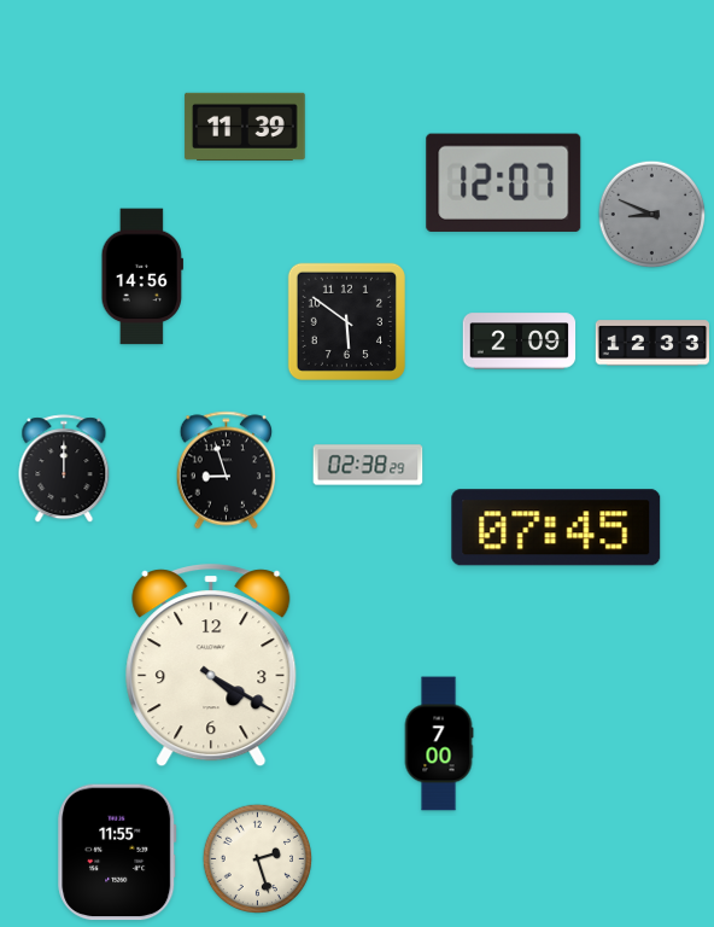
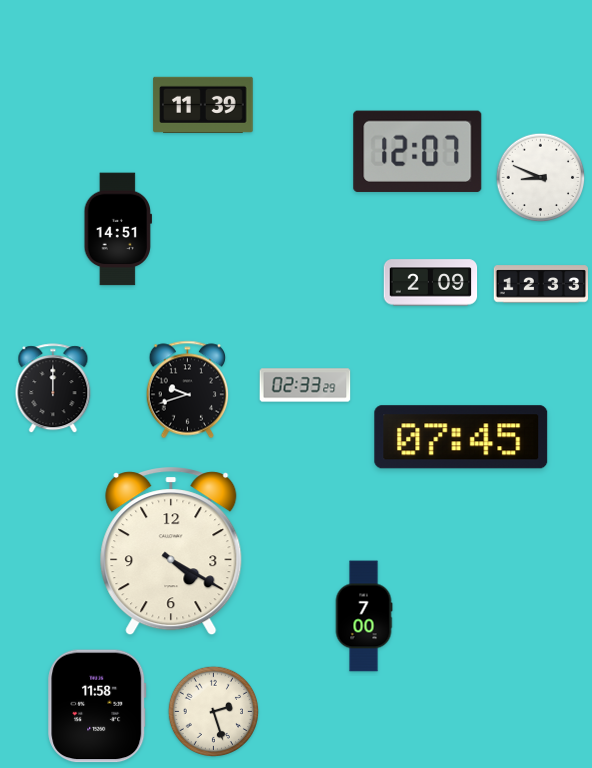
clock at (652, 215) dial: grey -> white
clock at (141, 276): 14:56 -> 14:51
clock at (346, 321): 5:51 -> none
clock at (368, 465): 02:38 -> 02:33
clock at (227, 471): 8:57 -> 9:42
clock at (211, 666) position: (211, 666) -> (171, 552)
clock at (117, 852): 11:55 -> 11:58
